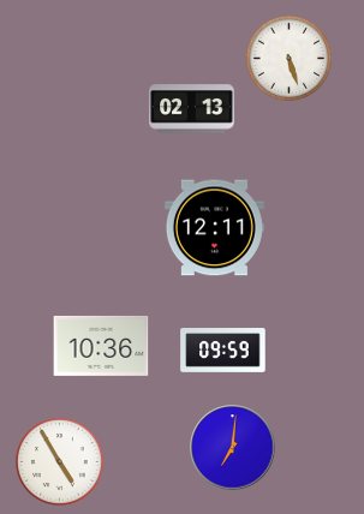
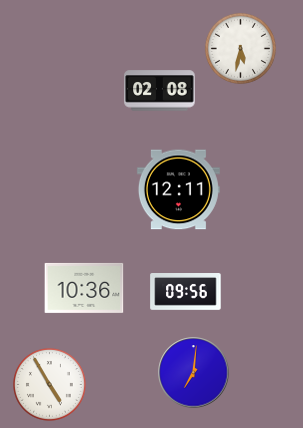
clock at (288, 58): 5:27 -> 5:32
clock at (192, 109): 02:13 -> 02:08
clock at (223, 351): 09:59 -> 09:56
